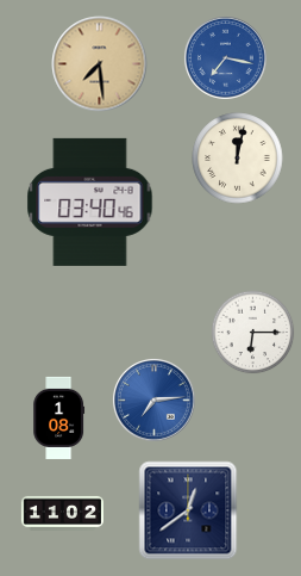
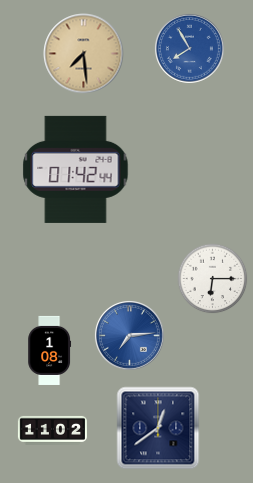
clock at (225, 57): 7:17 -> 7:55
clock at (238, 159): 12:02 -> none
clock at (90, 202): 03:40 -> 01:42
